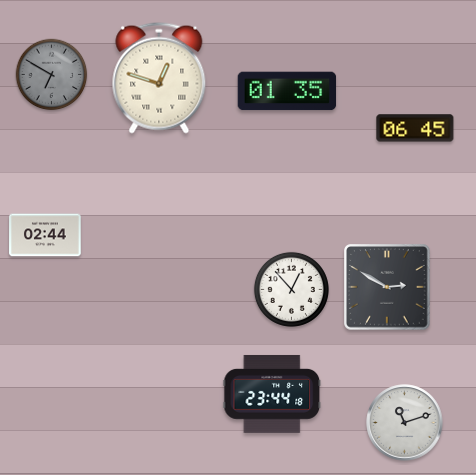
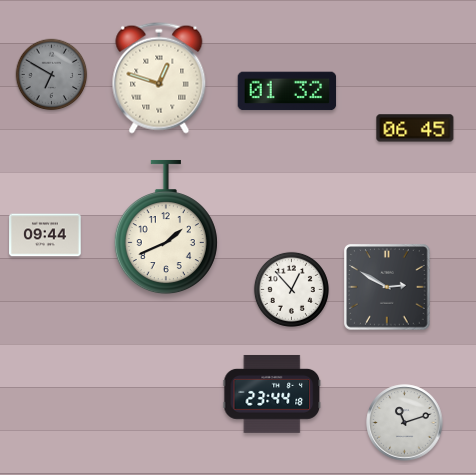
clock at (287, 91): 01:35 -> 01:32
clock at (166, 227): none -> 1:41
clock at (45, 235): 02:44 -> 09:44
